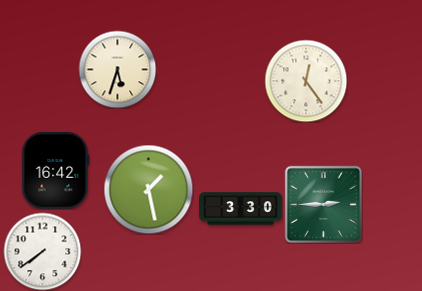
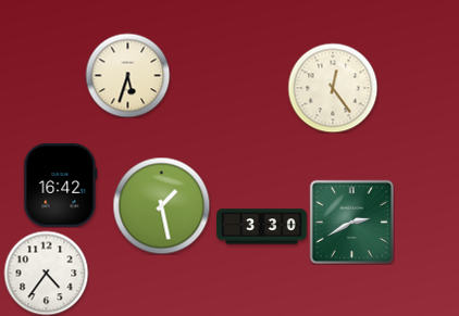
clock at (323, 204): 2:45 -> 2:40
clock at (42, 251): 7:39 -> 4:36
